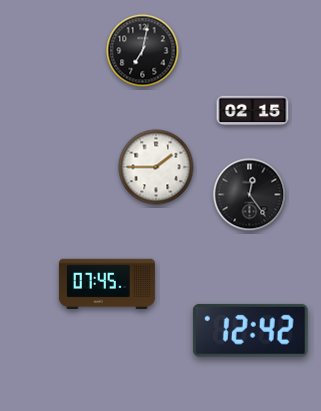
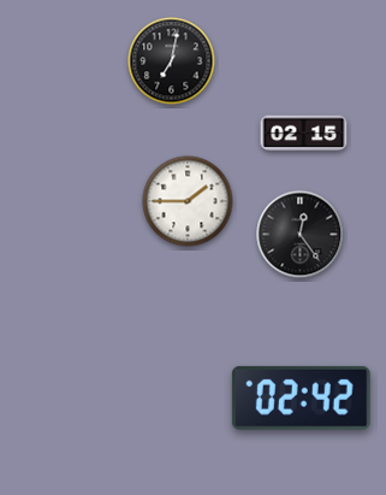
clock at (107, 283): 07:45 -> none
clock at (250, 330): 12:42 -> 02:42
